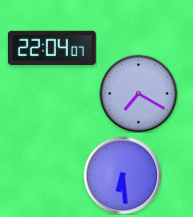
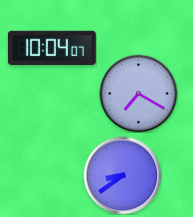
clock at (52, 48): 22:04 -> 10:04
clock at (122, 175): 6:29 -> 8:39
